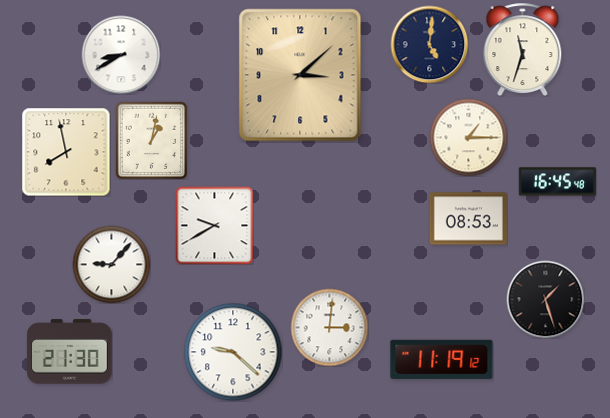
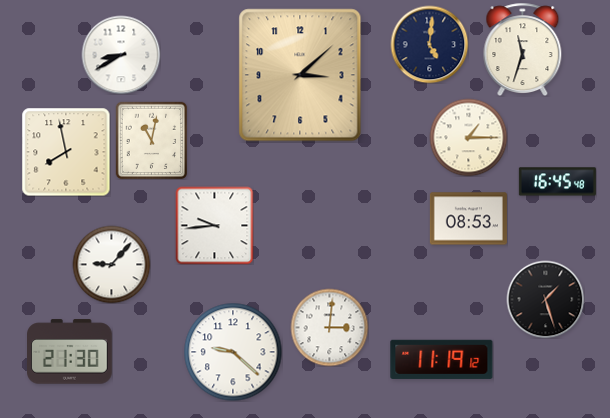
clock at (152, 140): 1:02 -> 11:02
clock at (214, 225): 9:40 -> 9:44
